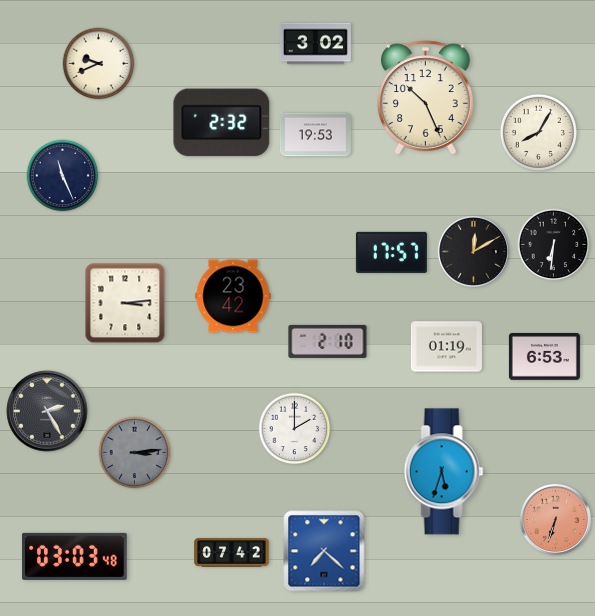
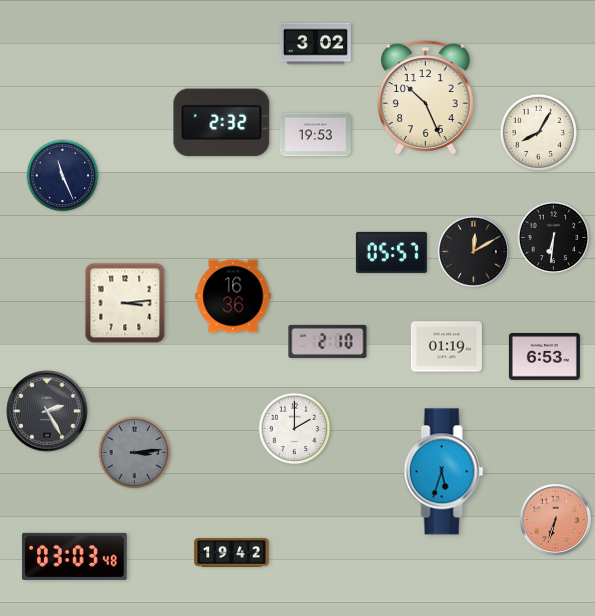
clock at (99, 64): 9:41 -> none
clock at (554, 245) position: (554, 245) -> (554, 238)
clock at (391, 252): 17:57 -> 05:57
clock at (233, 296): 23:42 -> 16:36
clock at (324, 551): 7:22 -> none
clock at (232, 553): 07:42 -> 19:42
